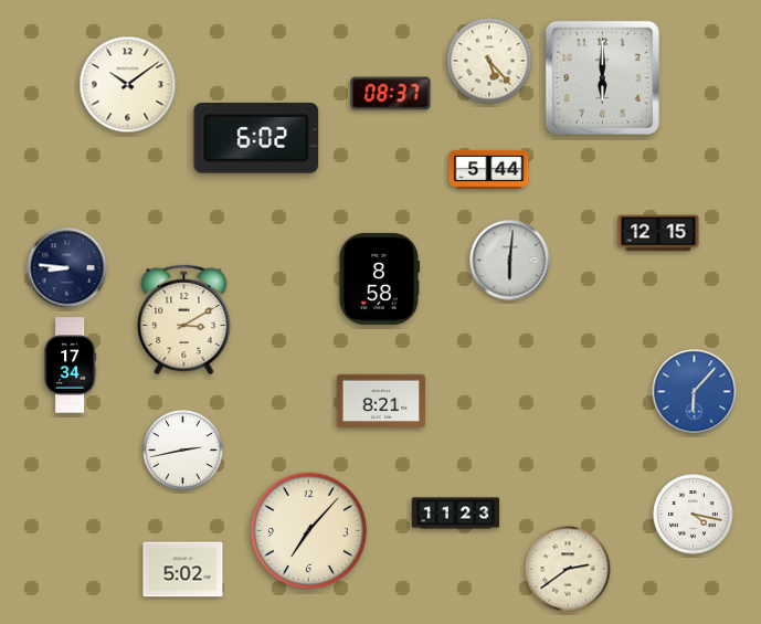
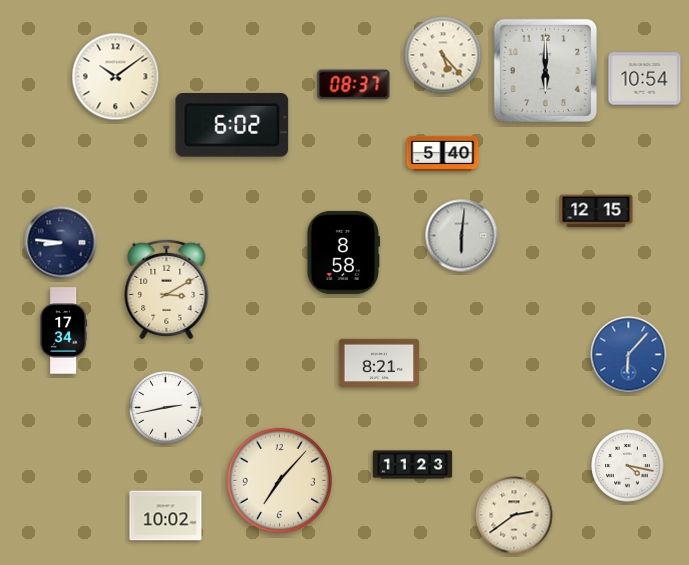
clock at (645, 79): none -> 10:54
clock at (489, 169): 5:44 -> 5:40
clock at (381, 401) position: (381, 401) -> (379, 363)
clock at (183, 570): 5:02 -> 10:02
